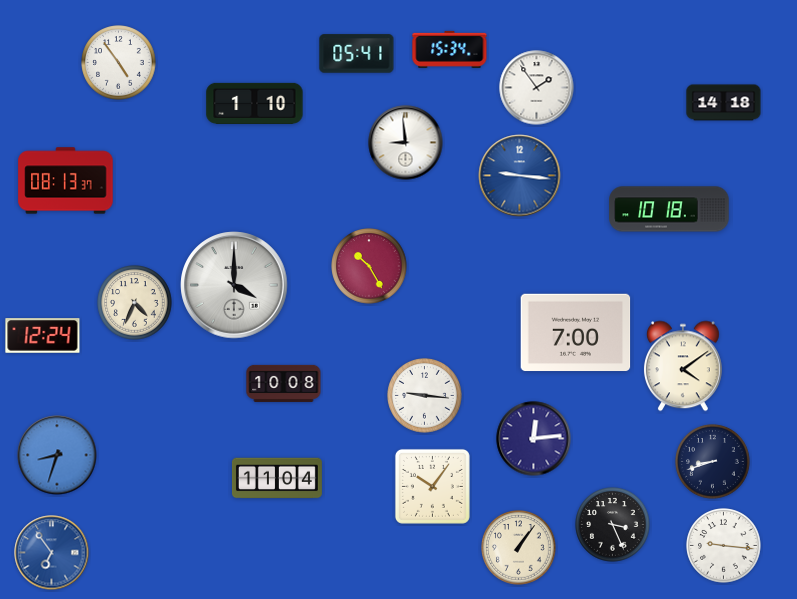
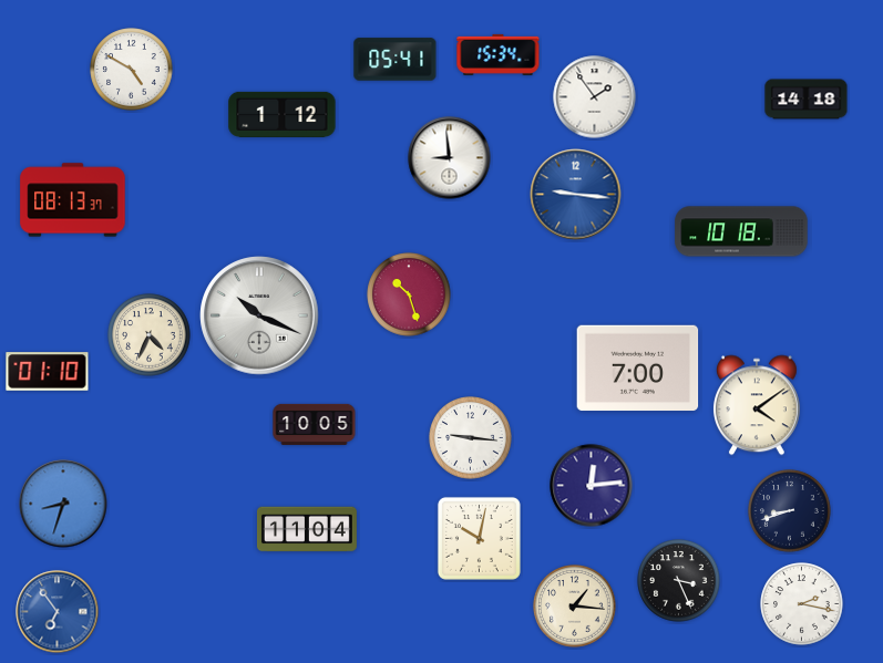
clock at (119, 63): 4:54 -> 4:50
clock at (255, 103): 1:10 -> 1:12
clock at (724, 103) position: (724, 103) -> (807, 100)
clock at (369, 266): 10:25 -> 10:27
clock at (234, 285): 4:00 -> 10:19
clock at (43, 336): 12:24 -> 01:10
clock at (284, 383): 10:08 -> 10:05
clock at (432, 486): 10:06 -> 10:02
clock at (724, 546): 9:16 -> 2:17
clock at (519, 548): 1:06 -> 1:16
